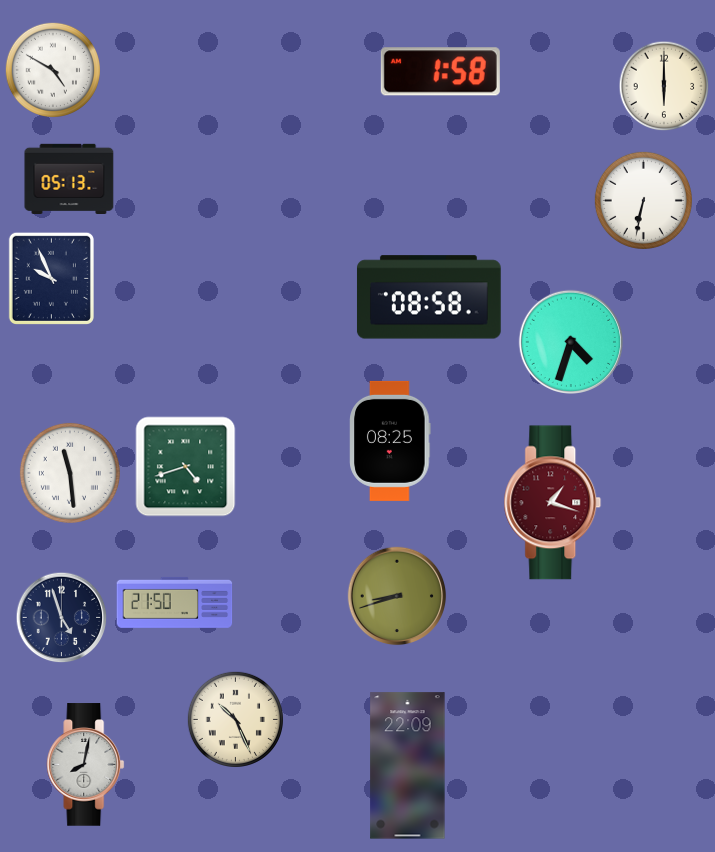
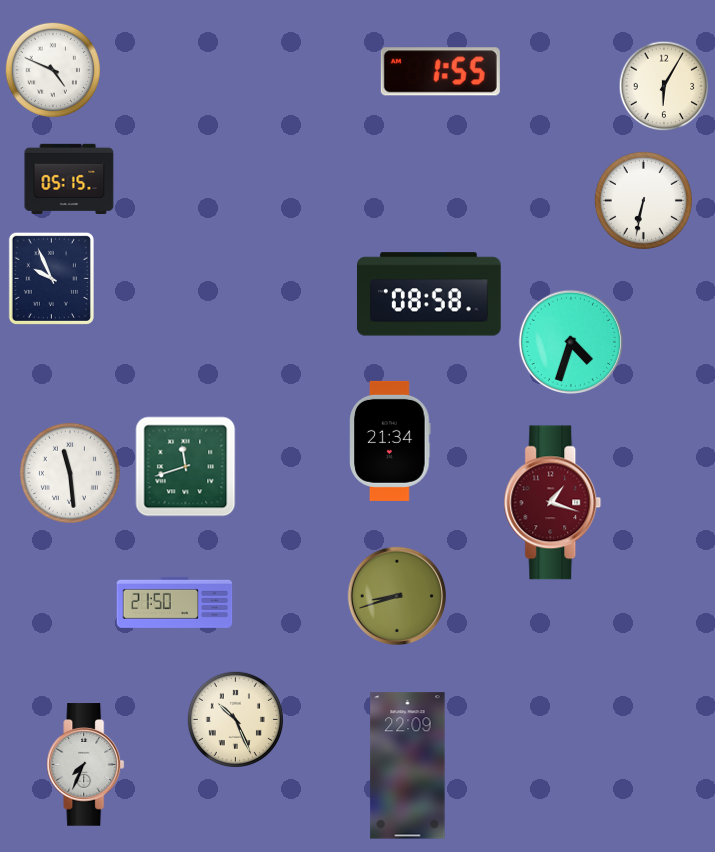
clock at (52, 69): 4:50 -> 4:49
clock at (440, 72): 1:58 -> 1:55
clock at (664, 86): 6:00 -> 6:05
clock at (69, 179): 05:13 -> 05:15
clock at (429, 297) position: (429, 297) -> (429, 294)
clock at (390, 441): 08:25 -> 21:34
clock at (186, 467): 4:42 -> 11:42
clock at (62, 618): 4:57 -> none
clock at (86, 765): 8:02 -> 7:34
